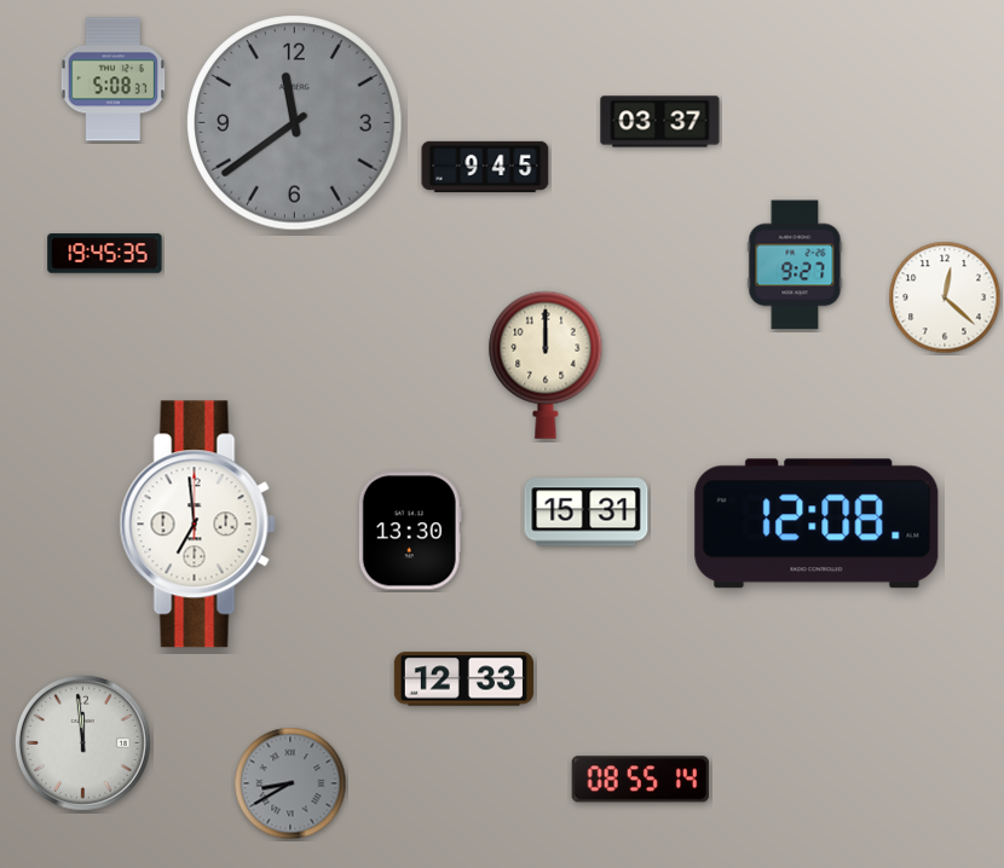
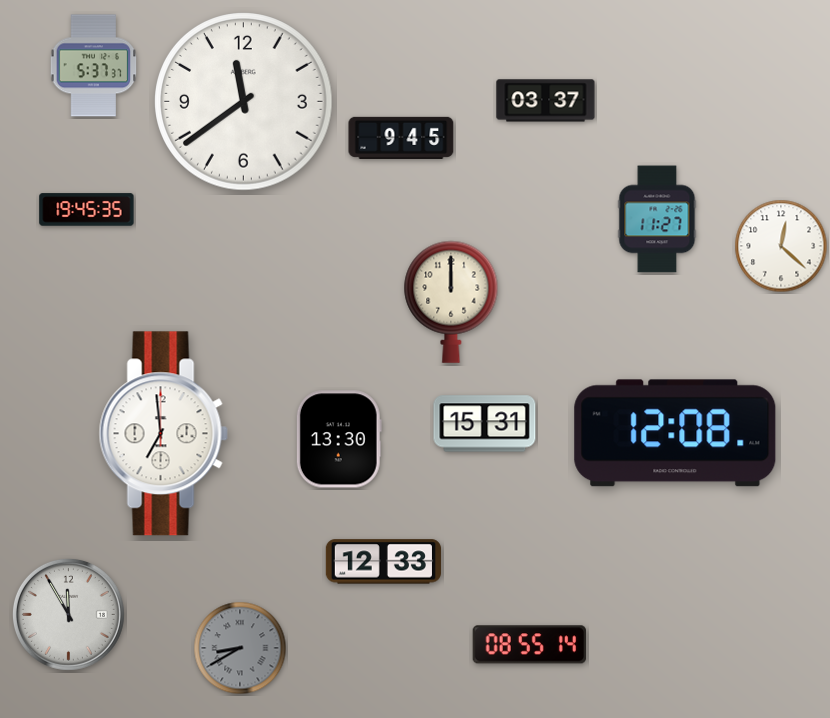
clock at (114, 80): 5:08 -> 5:37
clock at (295, 123) dial: grey -> white
clock at (795, 265): 9:27 -> 11:27
clock at (82, 742): 11:59 -> 11:55
